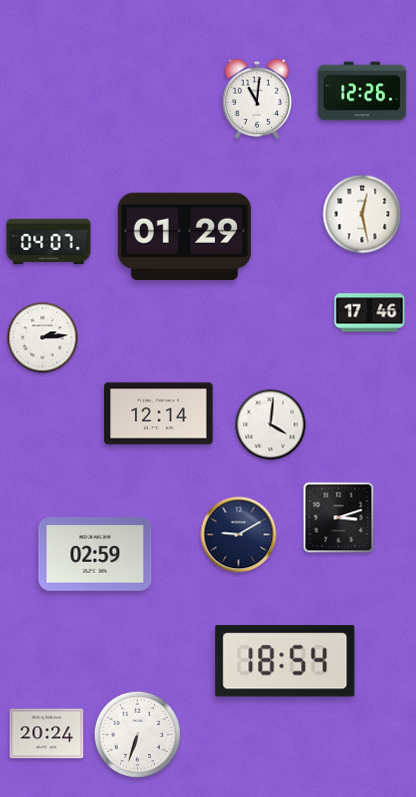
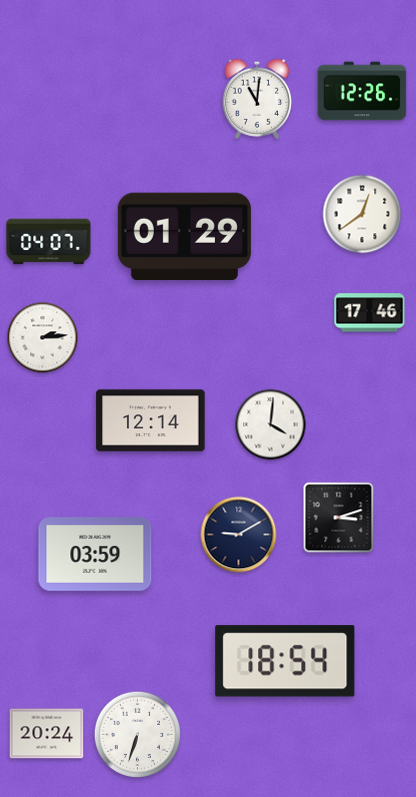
clock at (362, 214): 12:28 -> 12:39
clock at (159, 414) position: (159, 414) -> (151, 421)
clock at (95, 555): 02:59 -> 03:59
